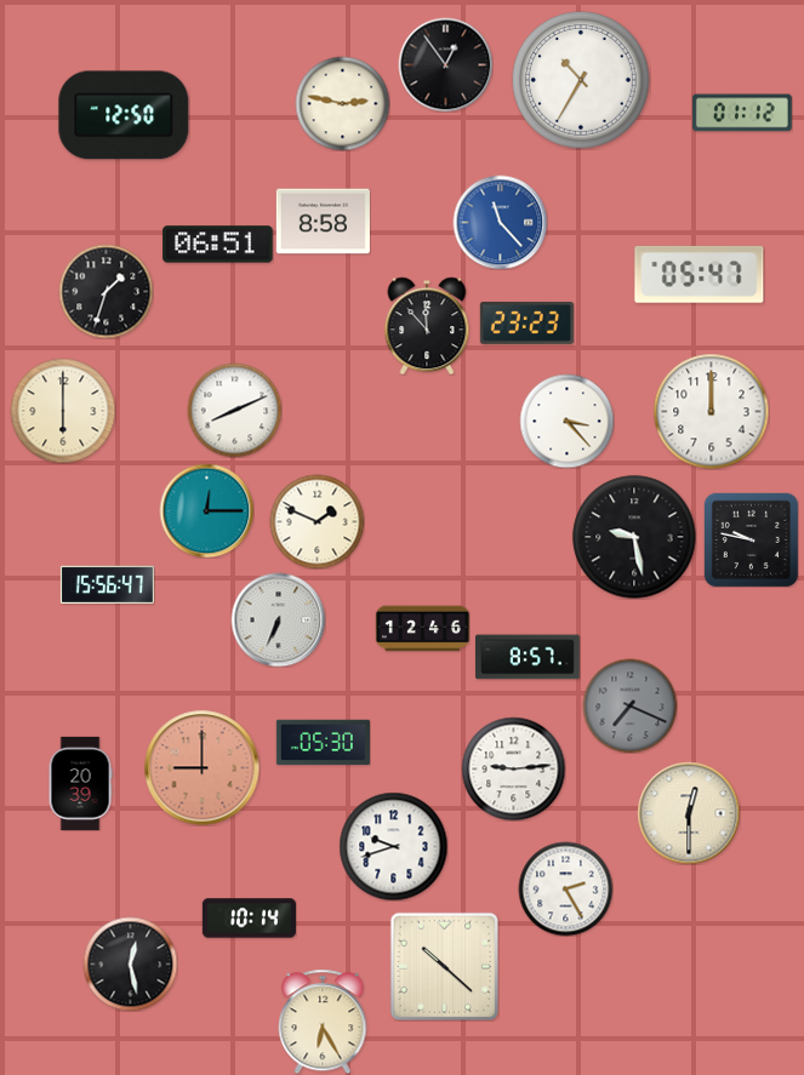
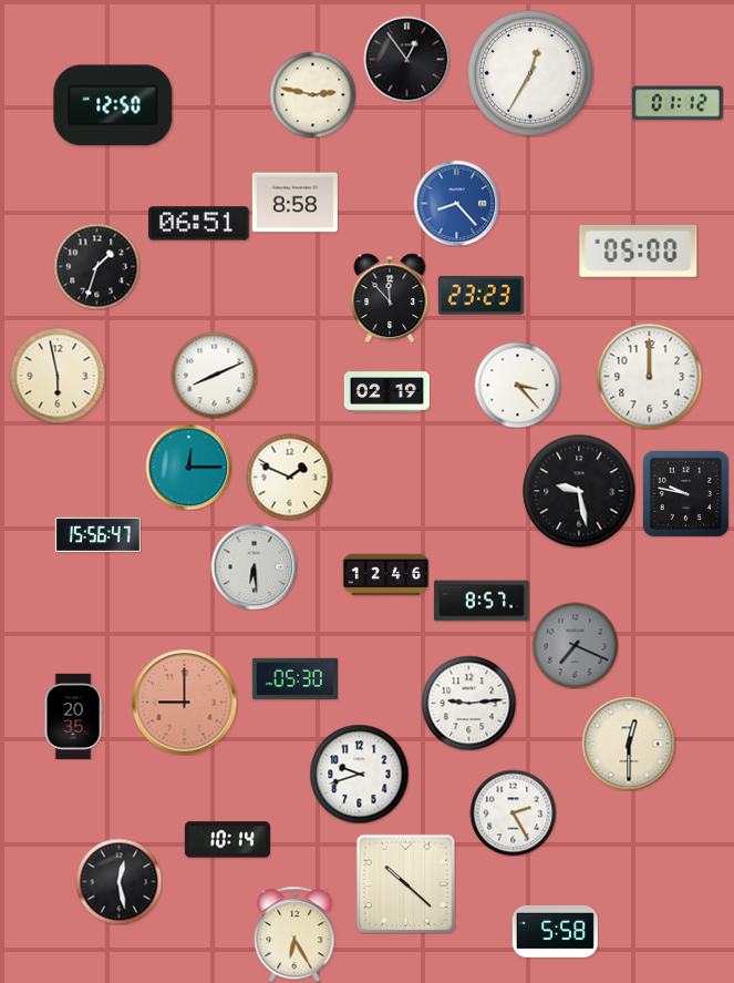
clock at (582, 81): 10:35 -> 12:35
clock at (500, 222): 11:23 -> 8:23
clock at (700, 274): 05:47 -> 05:00
clock at (63, 411): 6:00 -> 5:58
clock at (386, 392): none -> 02:19
clock at (278, 619): 6:34 -> 6:29
clock at (80, 783): 20:39 -> 20:35
clock at (565, 888) position: (565, 888) -> (513, 812)
clock at (555, 931): none -> 5:58
